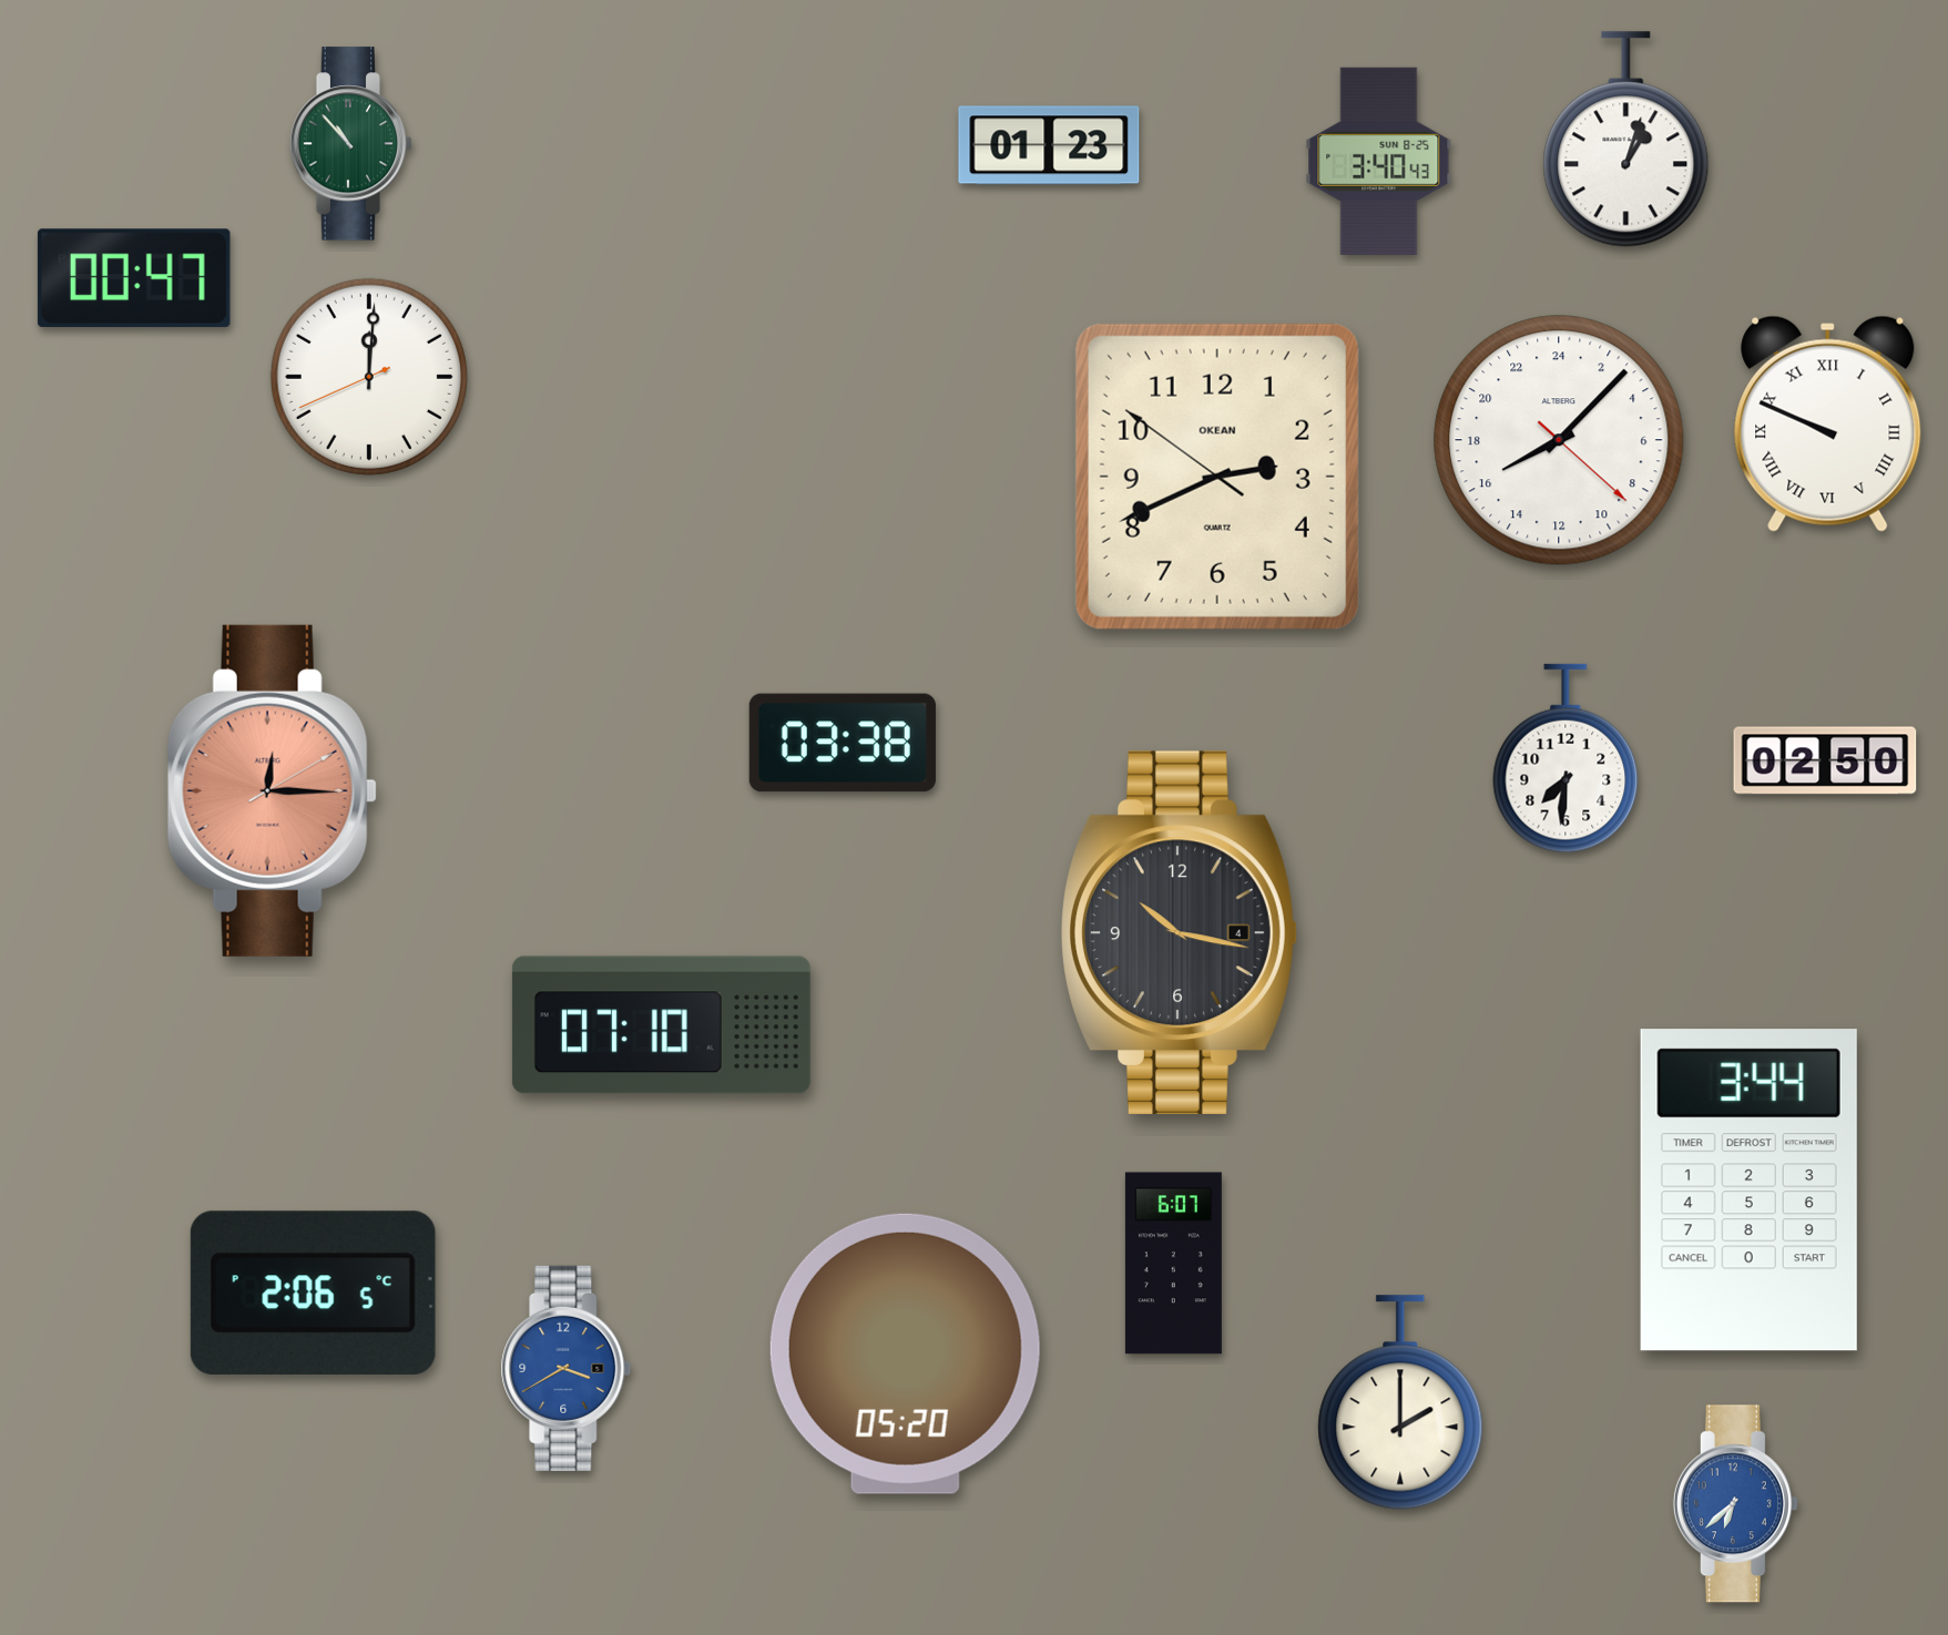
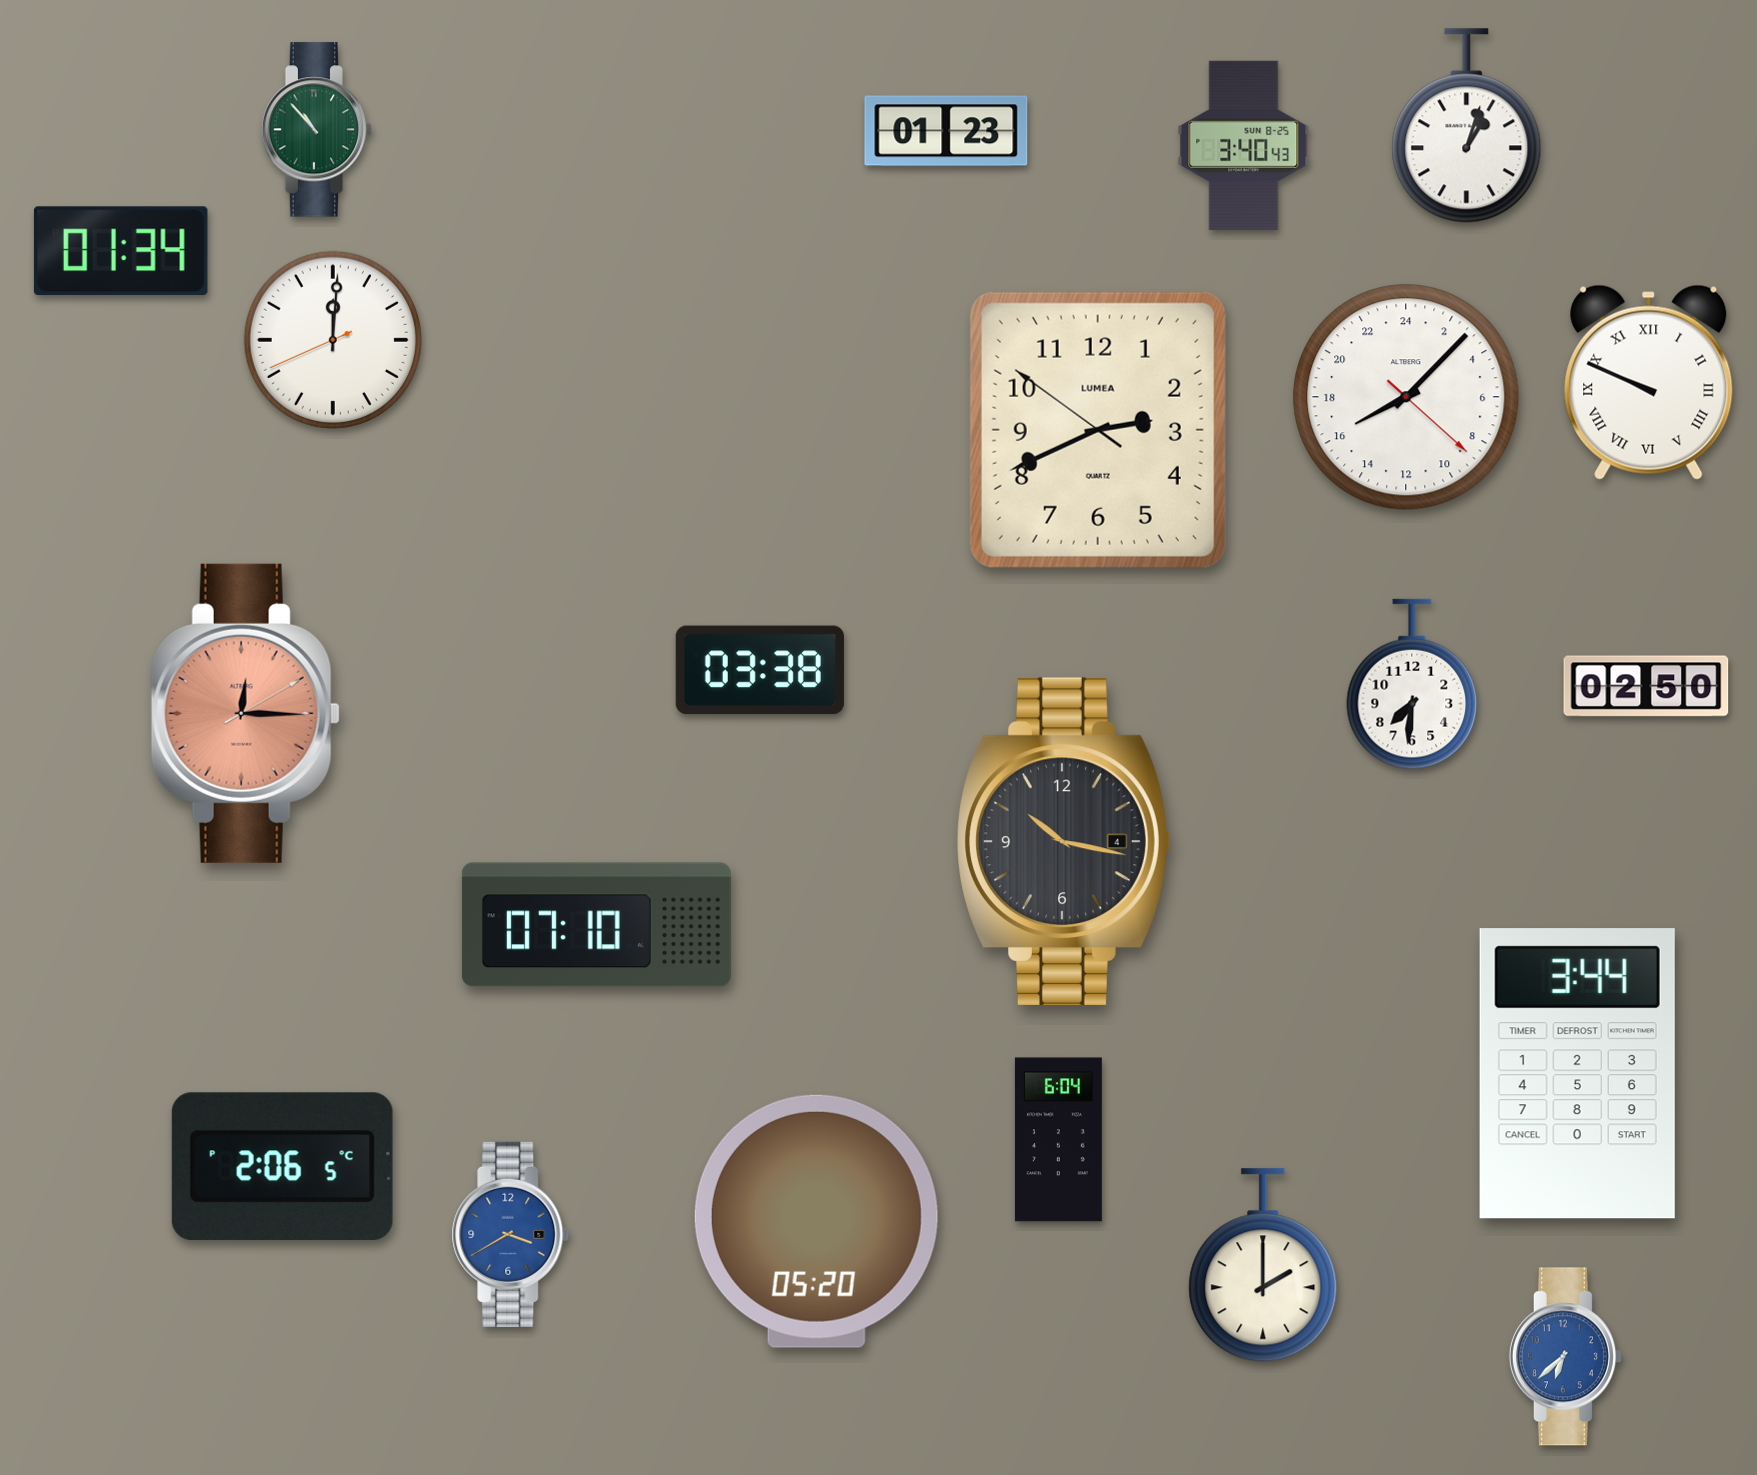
clock at (134, 278): 00:47 -> 01:34
clock at (1217, 477) brand: OKEAN -> LUMEA
clock at (1173, 1264): 6:07 -> 6:04
